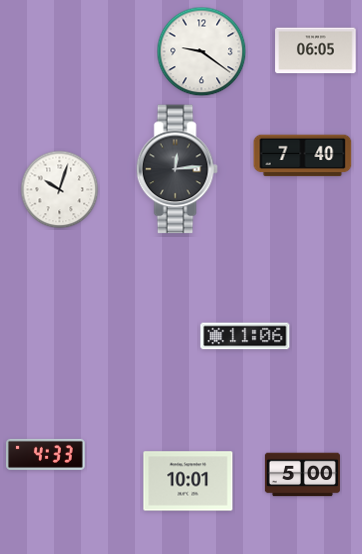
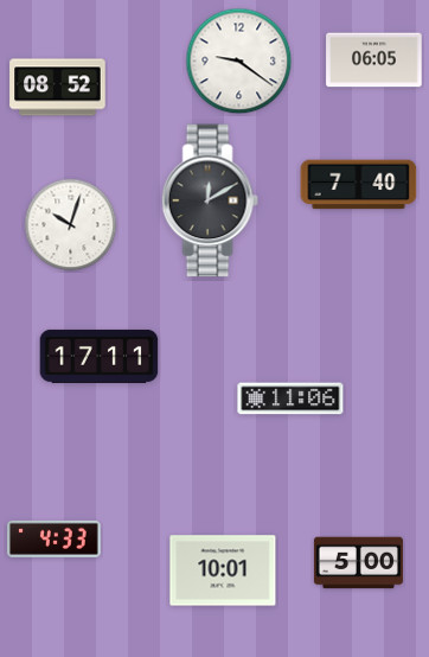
clock at (58, 88): none -> 08:52
clock at (177, 169): 12:14 -> 12:10
clock at (100, 356): none -> 17:11
